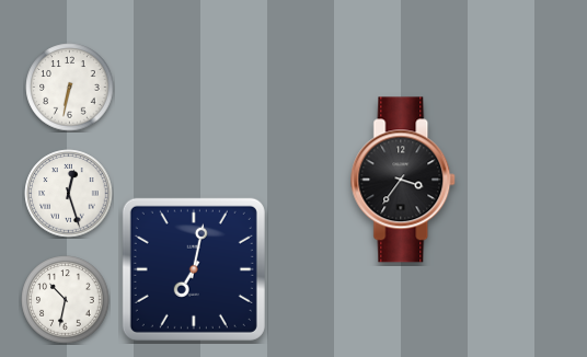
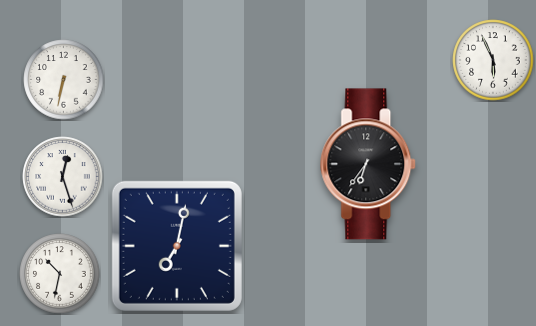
clock at (493, 60): none -> 5:56
clock at (404, 180): 3:36 -> 6:36
